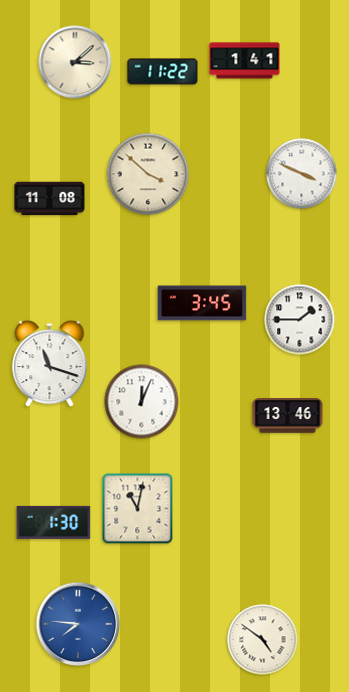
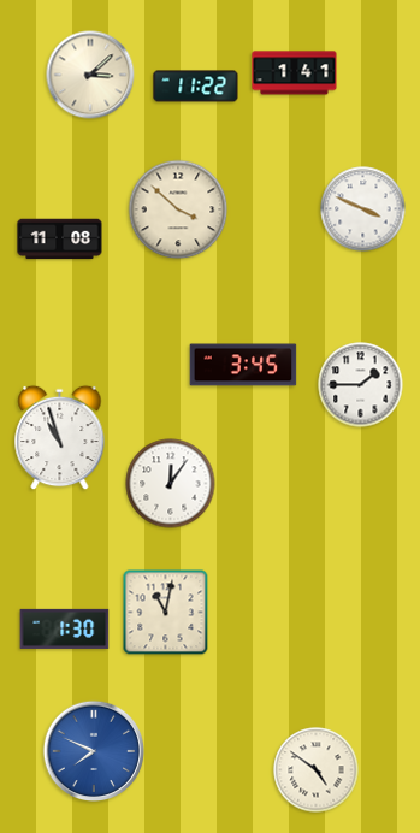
clock at (50, 364): 11:18 -> 10:57
clock at (142, 402): 12:04 -> 12:06
clock at (288, 416): 13:46 -> none
clock at (78, 624): 7:46 -> 7:49
